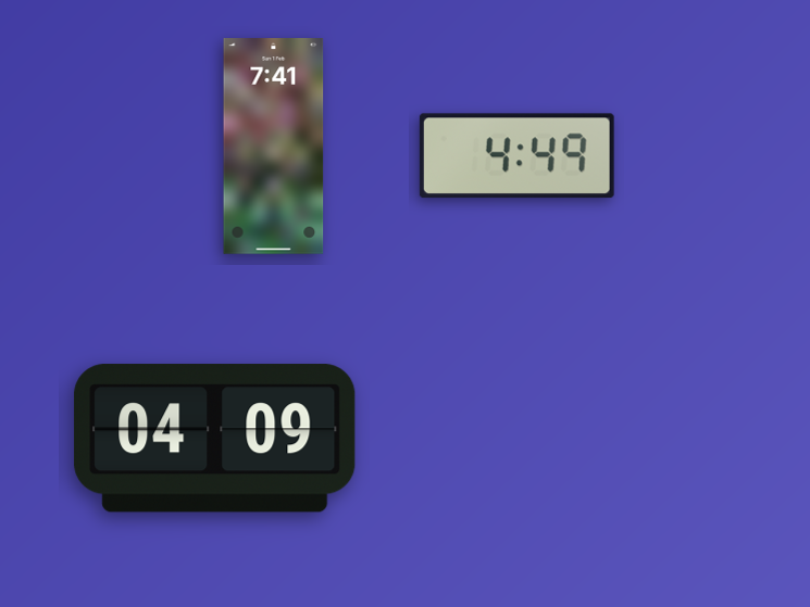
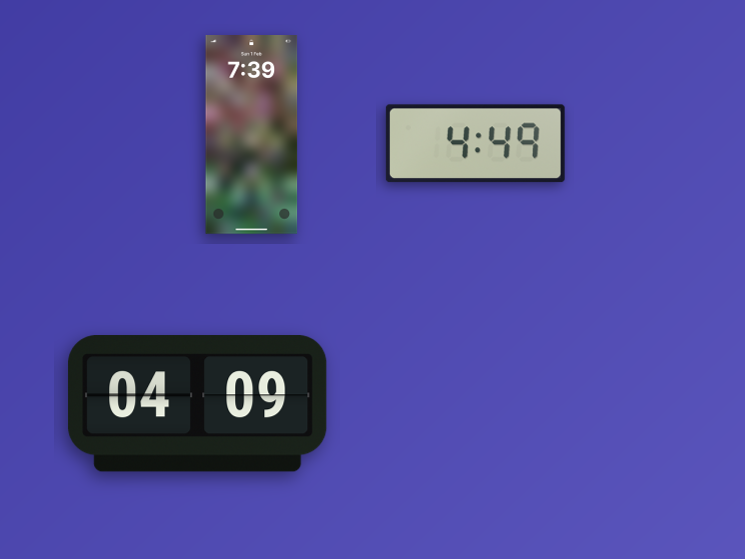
clock at (274, 147): 7:41 -> 7:39
